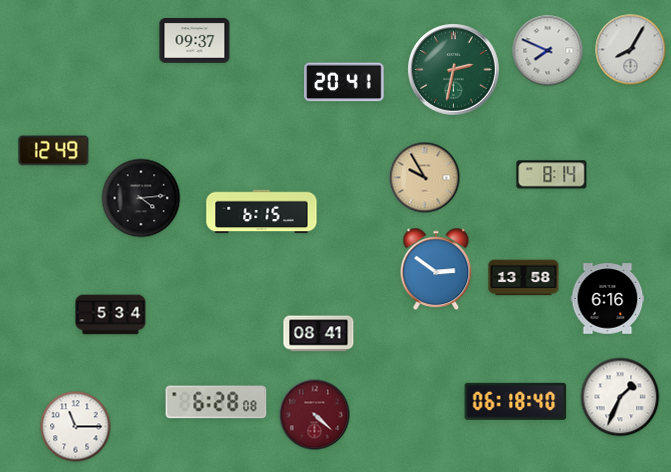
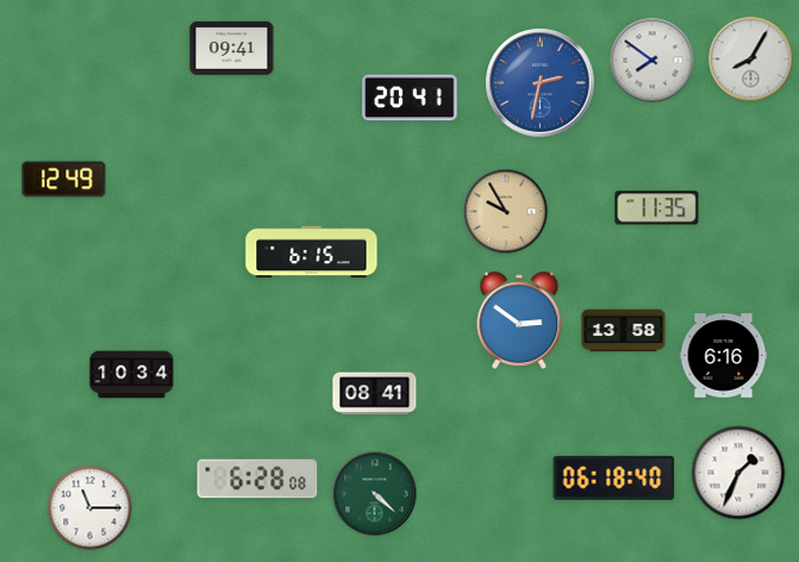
clock at (195, 40): 09:37 -> 09:41
clock at (548, 51): 7:49 -> 7:51
clock at (454, 70) dial: green -> blue
clock at (552, 175): 8:14 -> 11:35
clock at (141, 198): 4:14 -> none
clock at (111, 315): 5:34 -> 10:34
clock at (319, 334) position: (319, 334) -> (375, 394)
clock at (315, 415) dial: burgundy -> green
